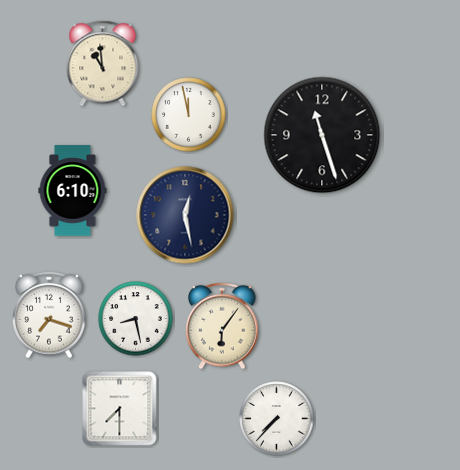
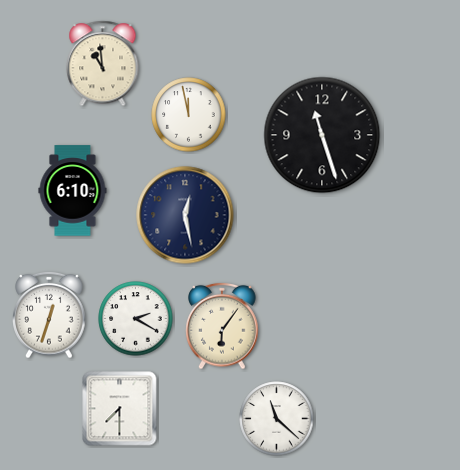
clock at (49, 315): 7:18 -> 12:33
clock at (136, 319): 8:28 -> 2:20
clock at (277, 419): 7:37 -> 11:22
